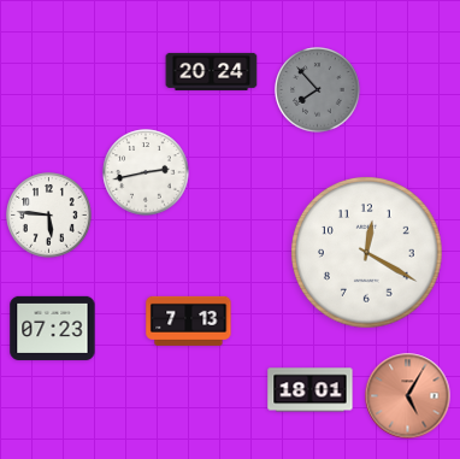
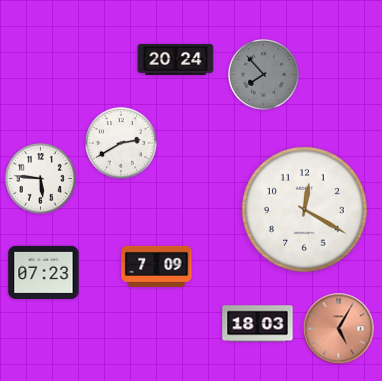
clock at (146, 172): 2:43 -> 2:40
clock at (189, 320): 7:13 -> 7:09
clock at (311, 390): 18:01 -> 18:03
